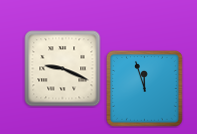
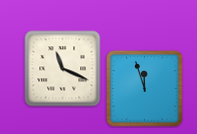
clock at (63, 69): 9:19 -> 11:19
